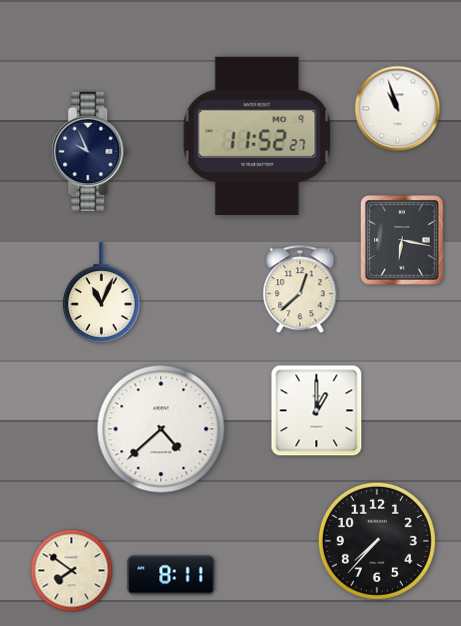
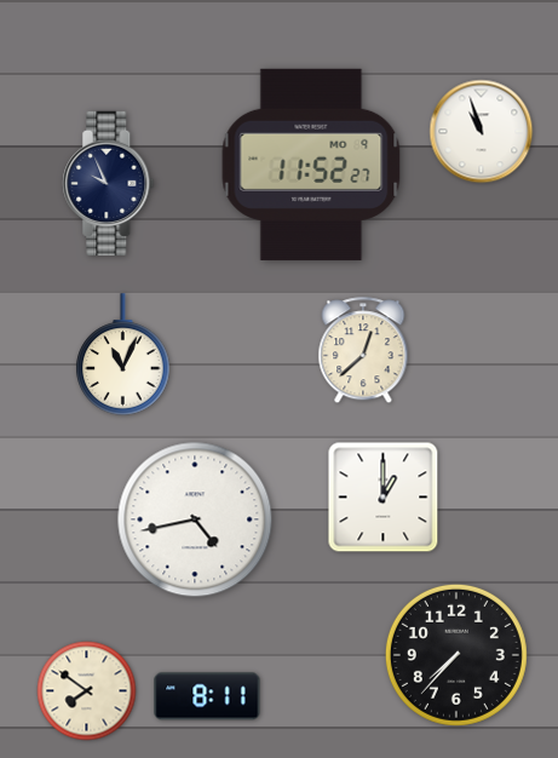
clock at (403, 241): 6:17 -> none
clock at (161, 429): 4:38 -> 4:43
